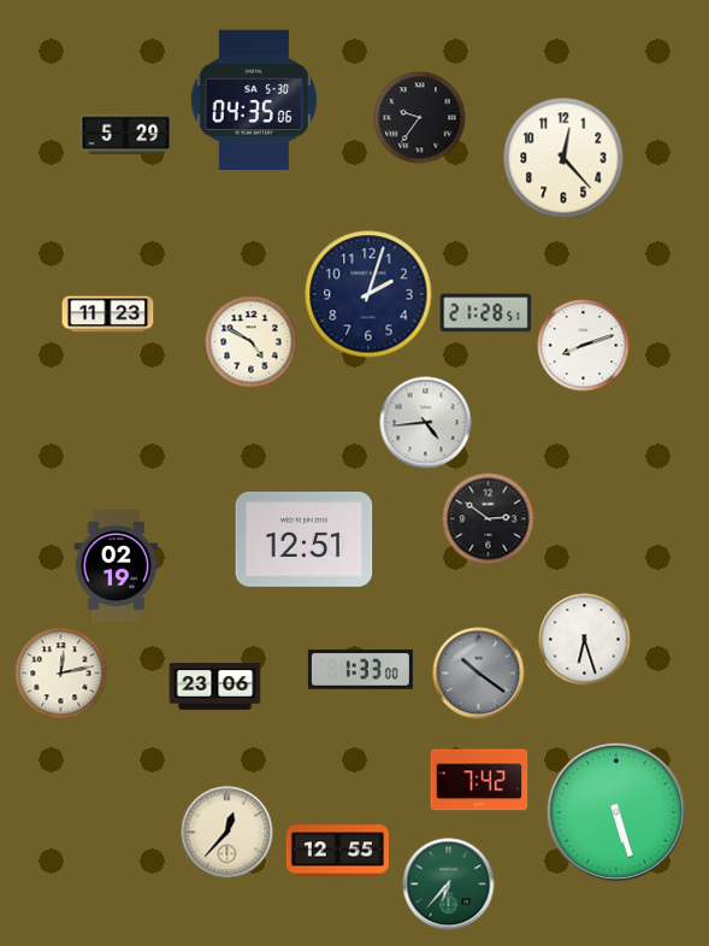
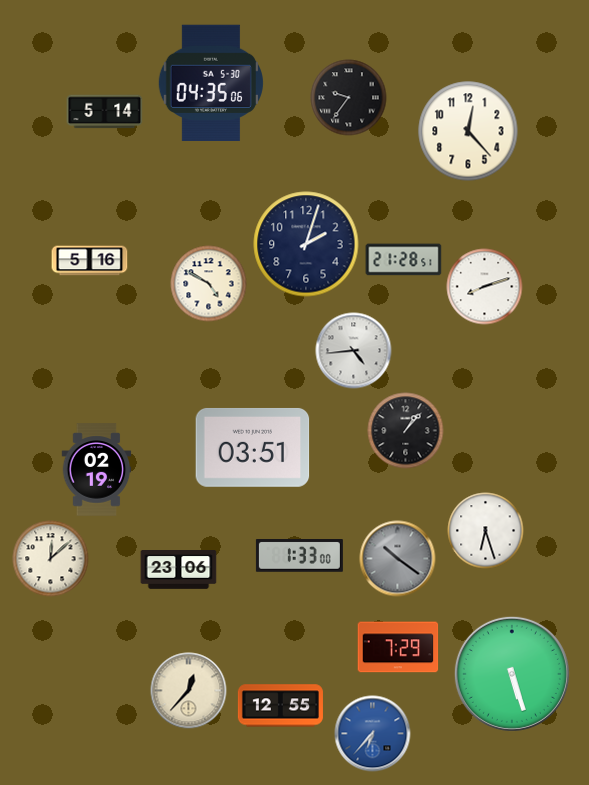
clock at (126, 135): 5:29 -> 5:14
clock at (108, 315): 11:23 -> 5:16
clock at (489, 519): 2:51 -> 1:07
clock at (305, 539): 12:51 -> 03:51
clock at (61, 674): 12:13 -> 12:08
clock at (479, 780): 7:42 -> 7:29
clock at (449, 885) dial: green -> blue
